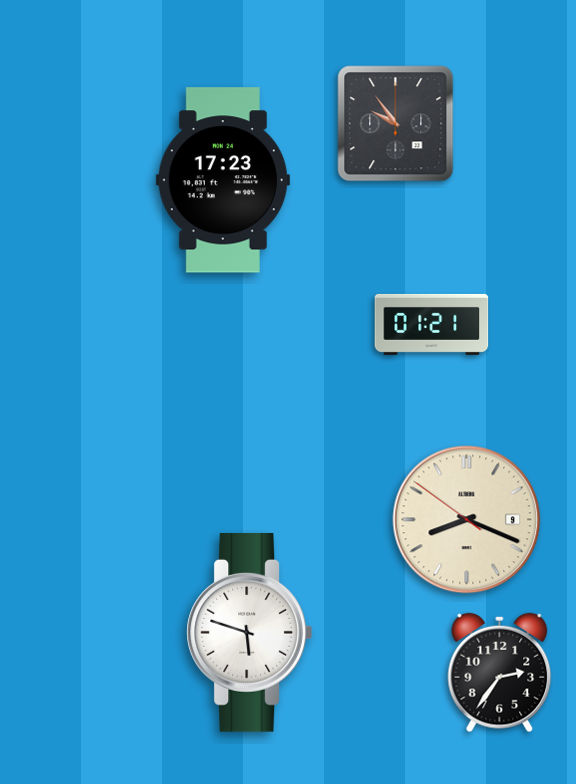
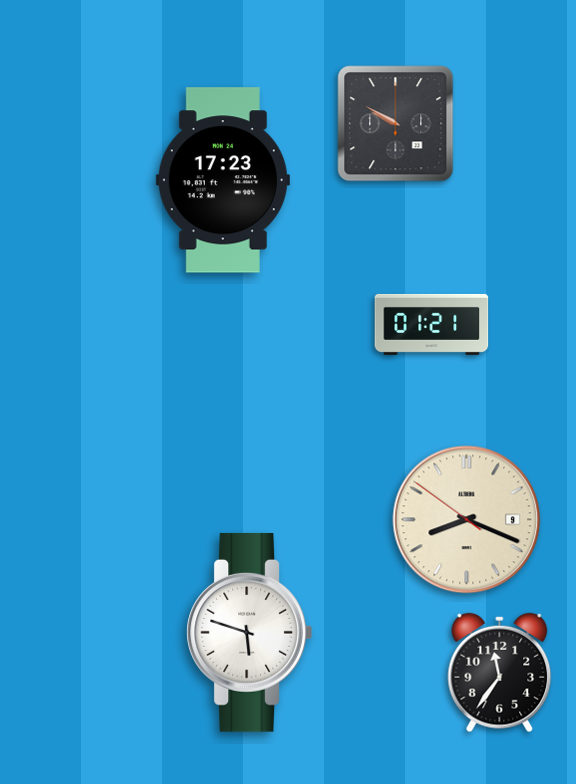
clock at (396, 124): 9:54 -> 9:50
clock at (500, 673): 2:36 -> 11:36
